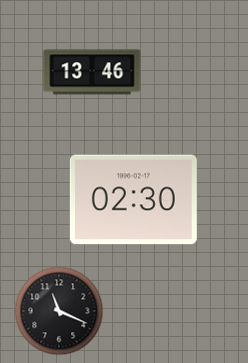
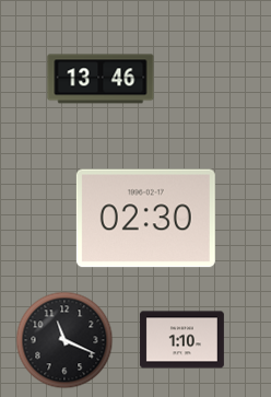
clock at (181, 340): none -> 1:10
